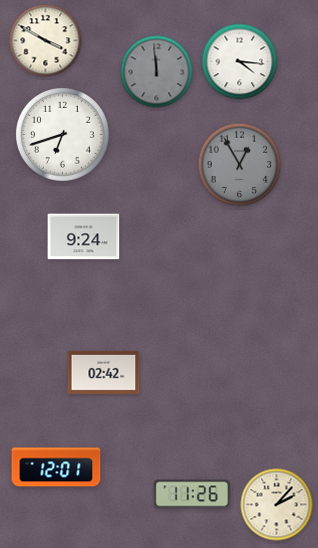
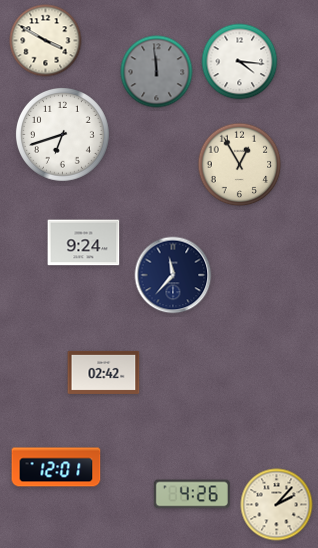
clock at (240, 165) dial: grey -> cream
clock at (84, 237) position: (84, 237) -> (84, 243)
clock at (173, 275): none -> 11:37
clock at (192, 494): 11:26 -> 4:26
